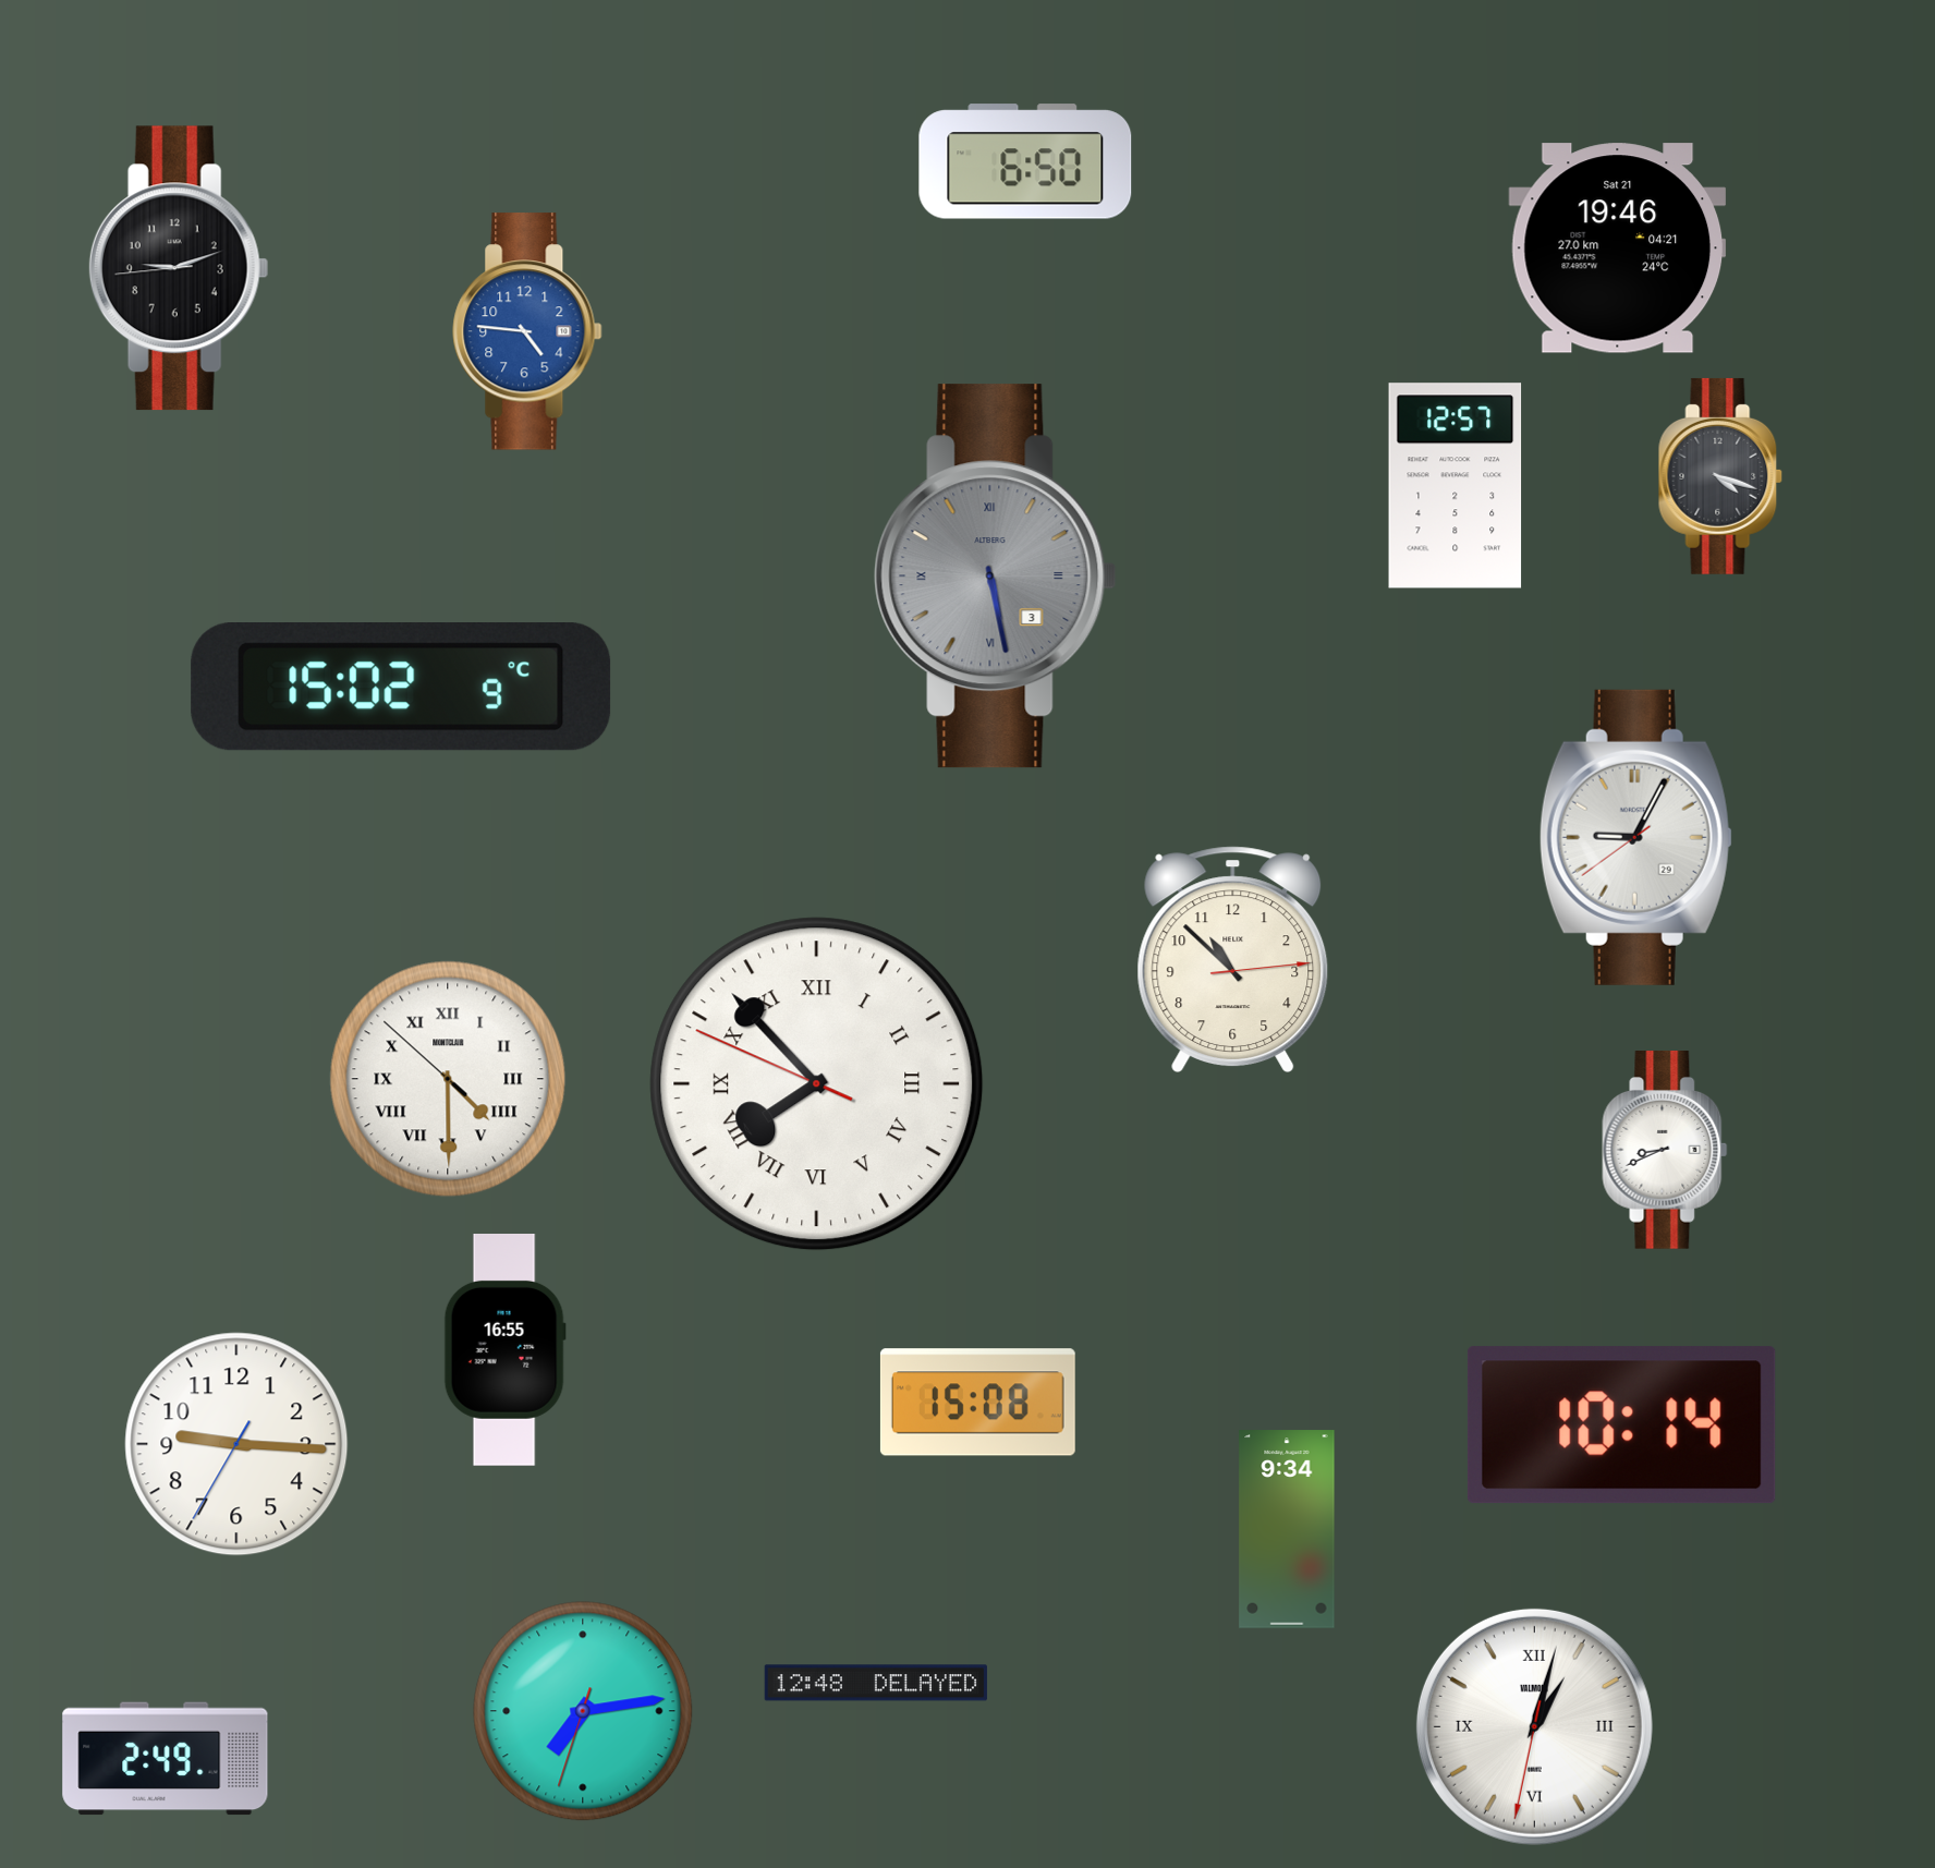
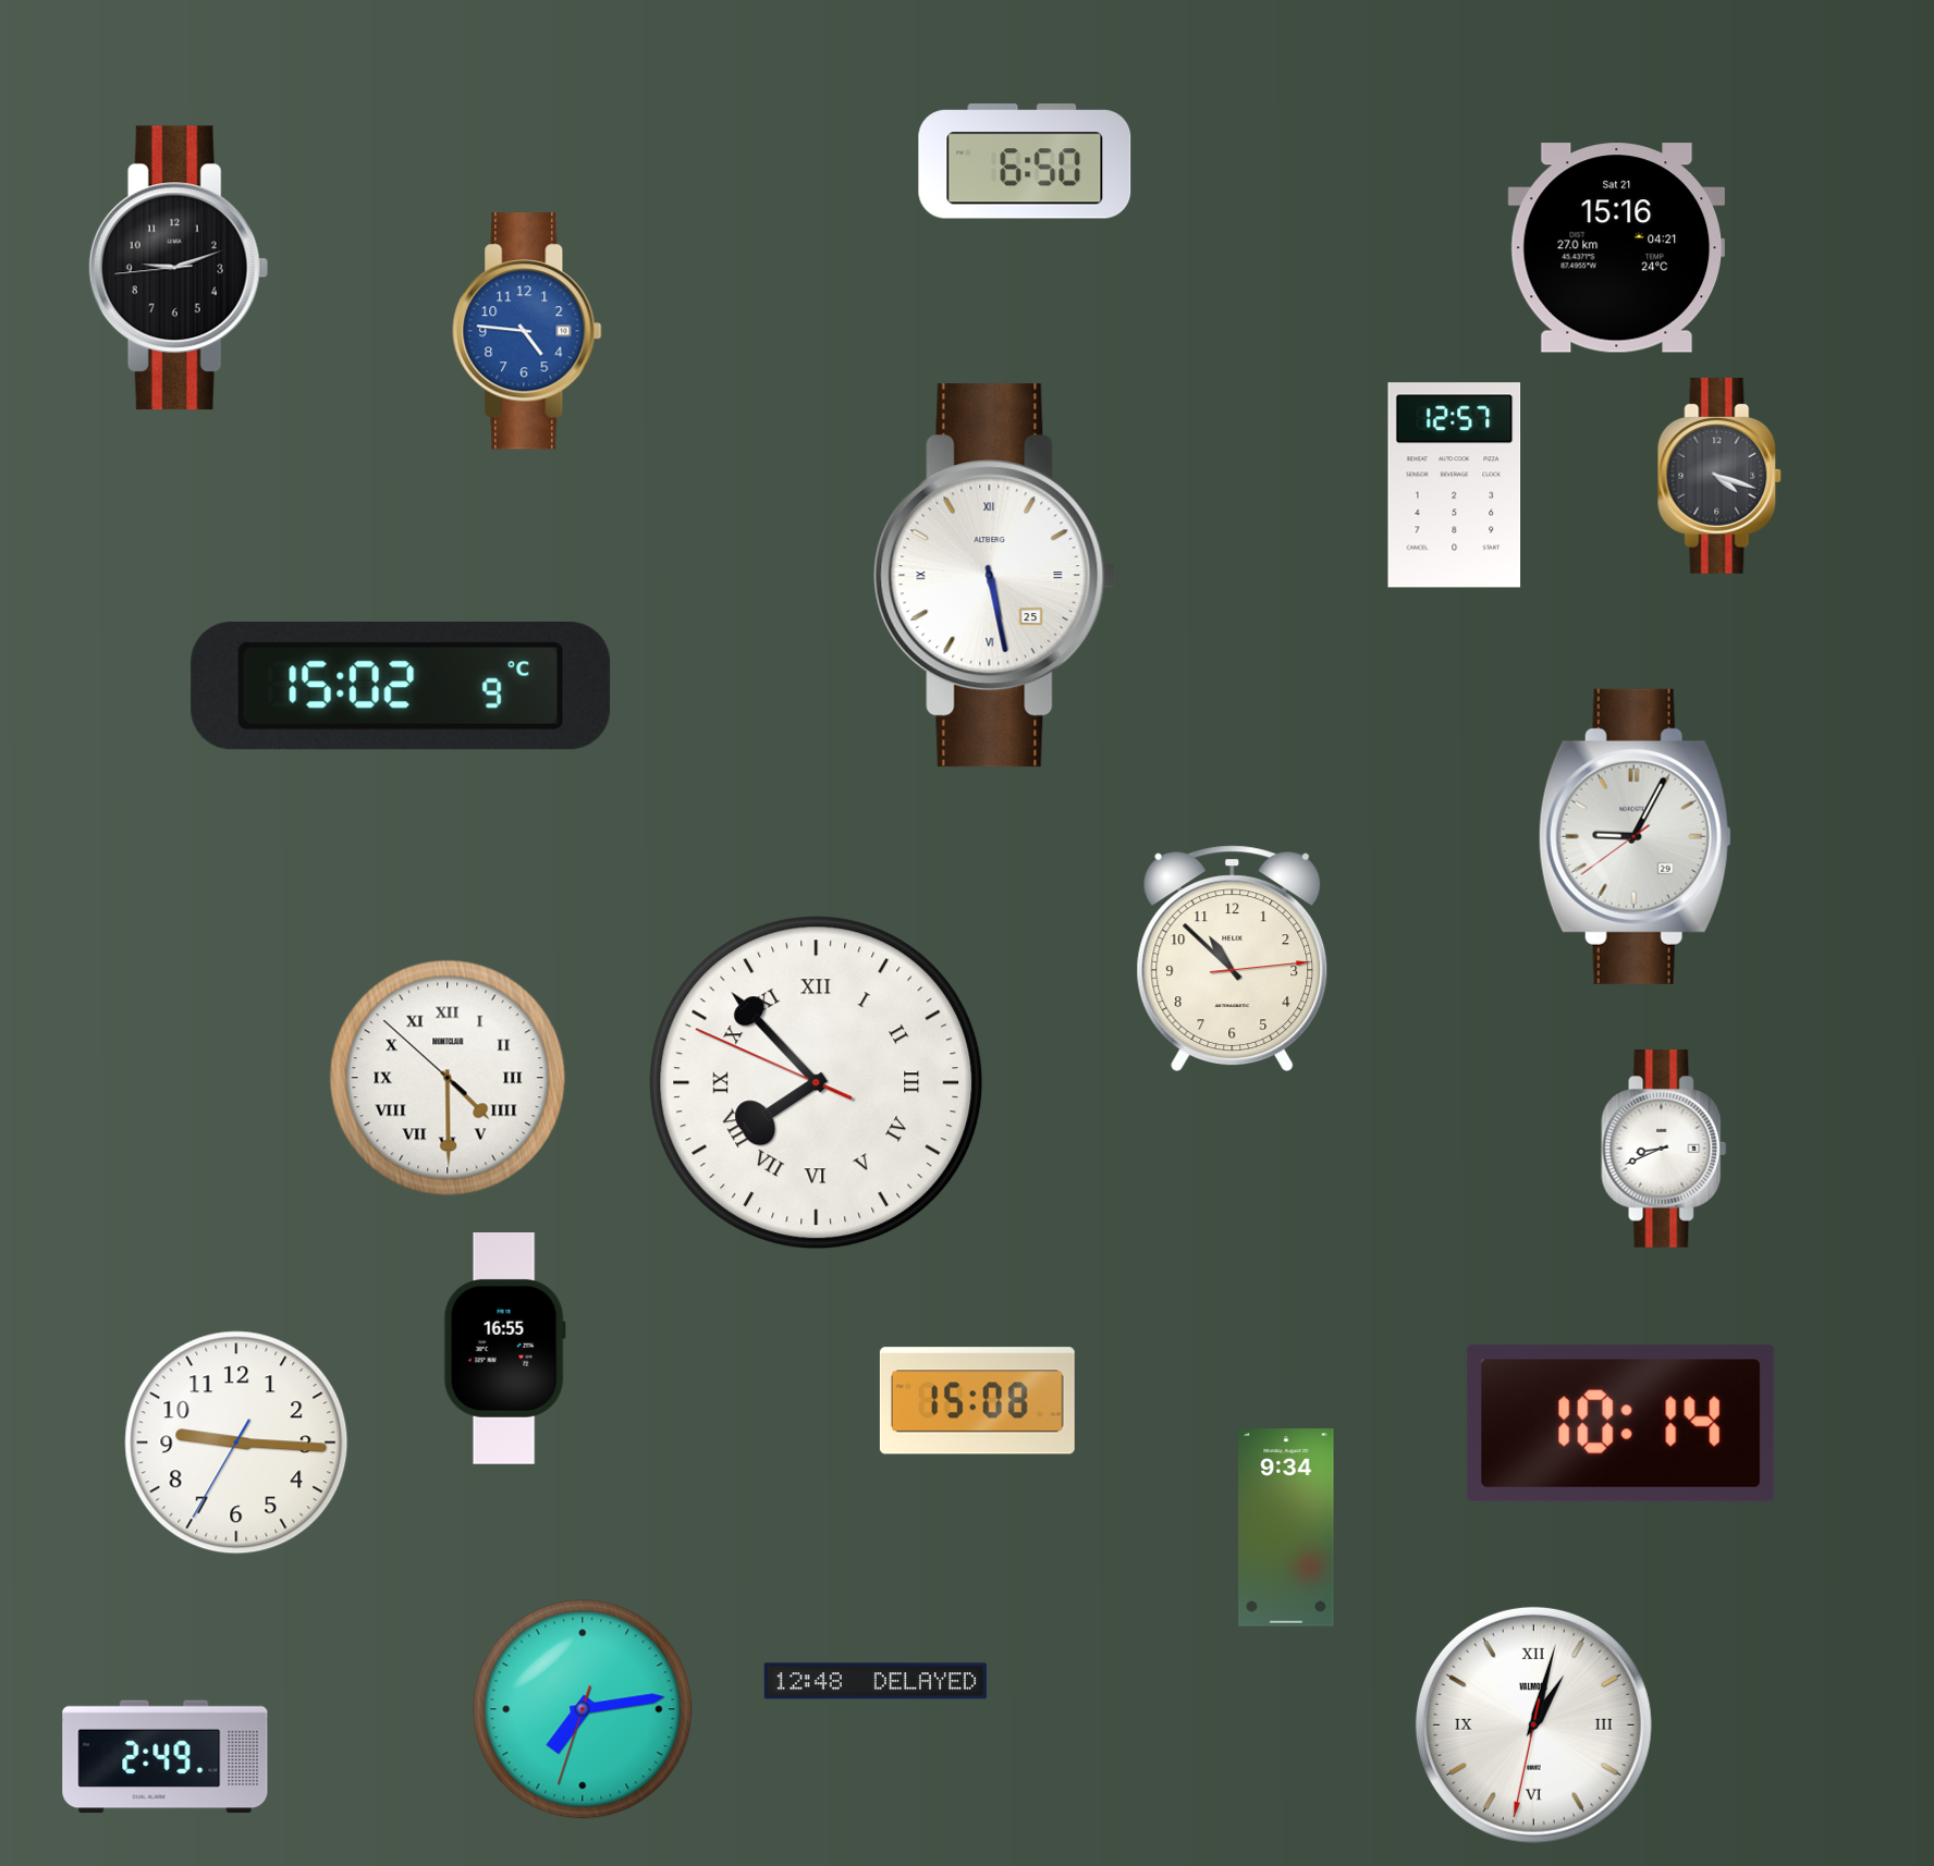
clock at (1618, 248): 19:46 -> 15:16
clock at (996, 577) date: 3 -> 25
clock at (996, 577) dial: grey -> white
